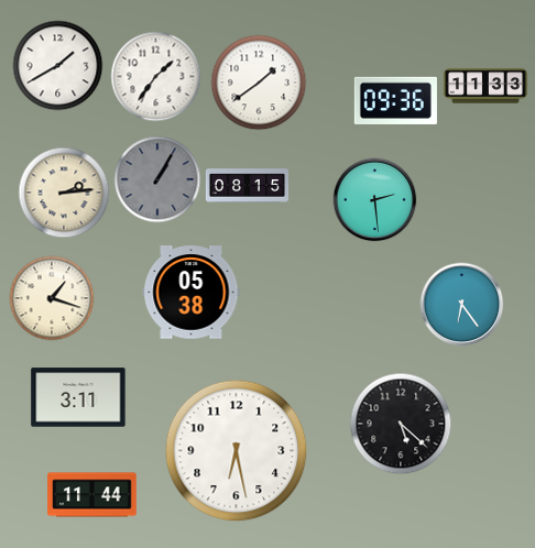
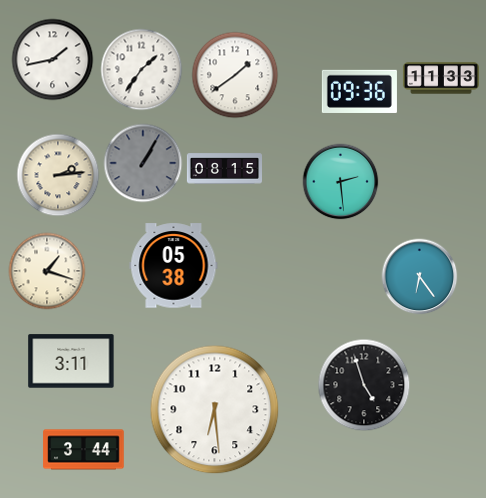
clock at (58, 66): 1:40 -> 1:43
clock at (401, 424): 5:22 -> 4:57
clock at (237, 451): 6:28 -> 6:29
clock at (92, 495): 11:44 -> 3:44
